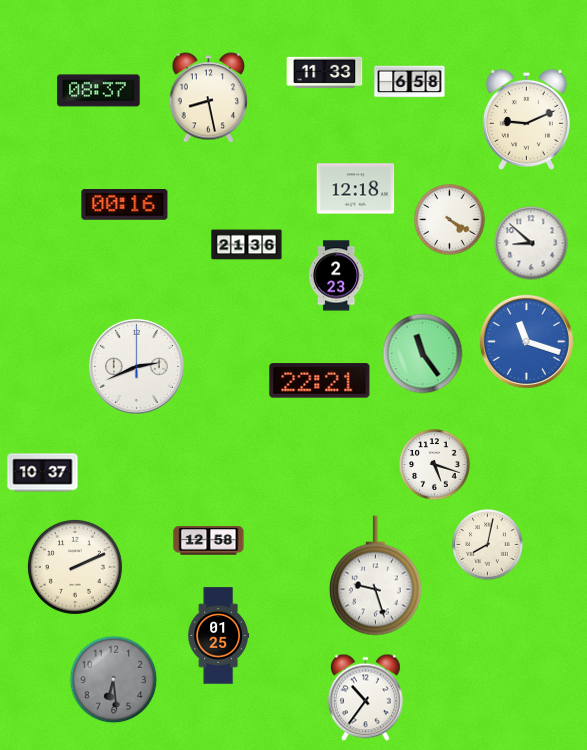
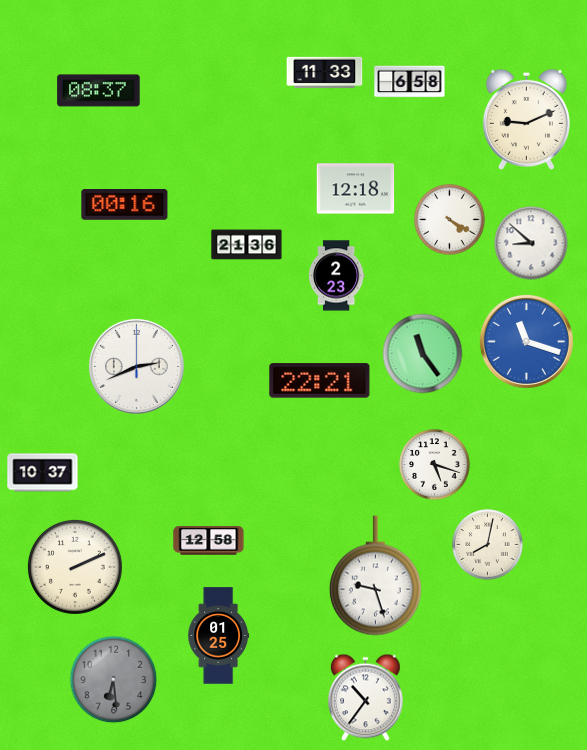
clock at (208, 98): 8:28 -> none
